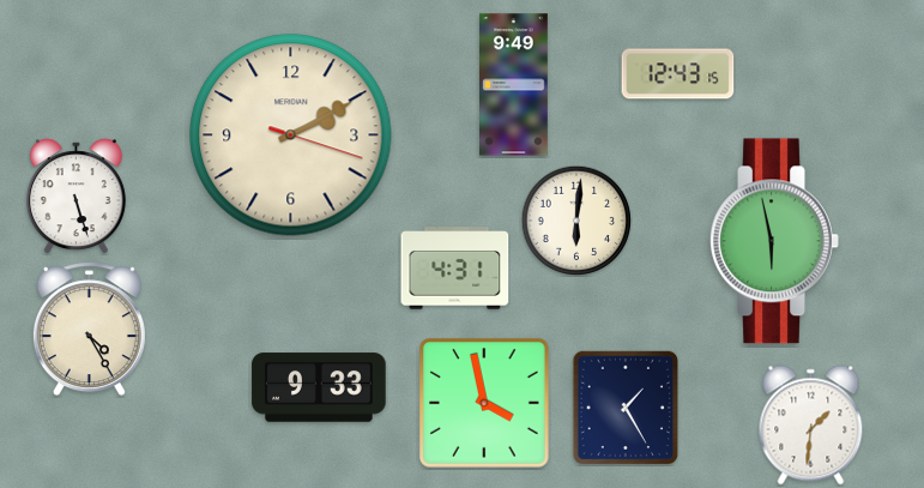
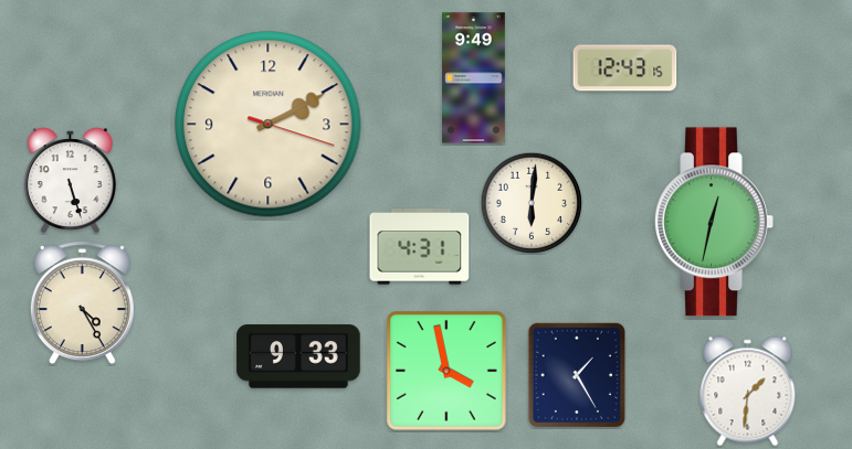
clock at (774, 241): 5:58 -> 12:32
clock at (319, 387) position: (319, 387) -> (298, 356)
